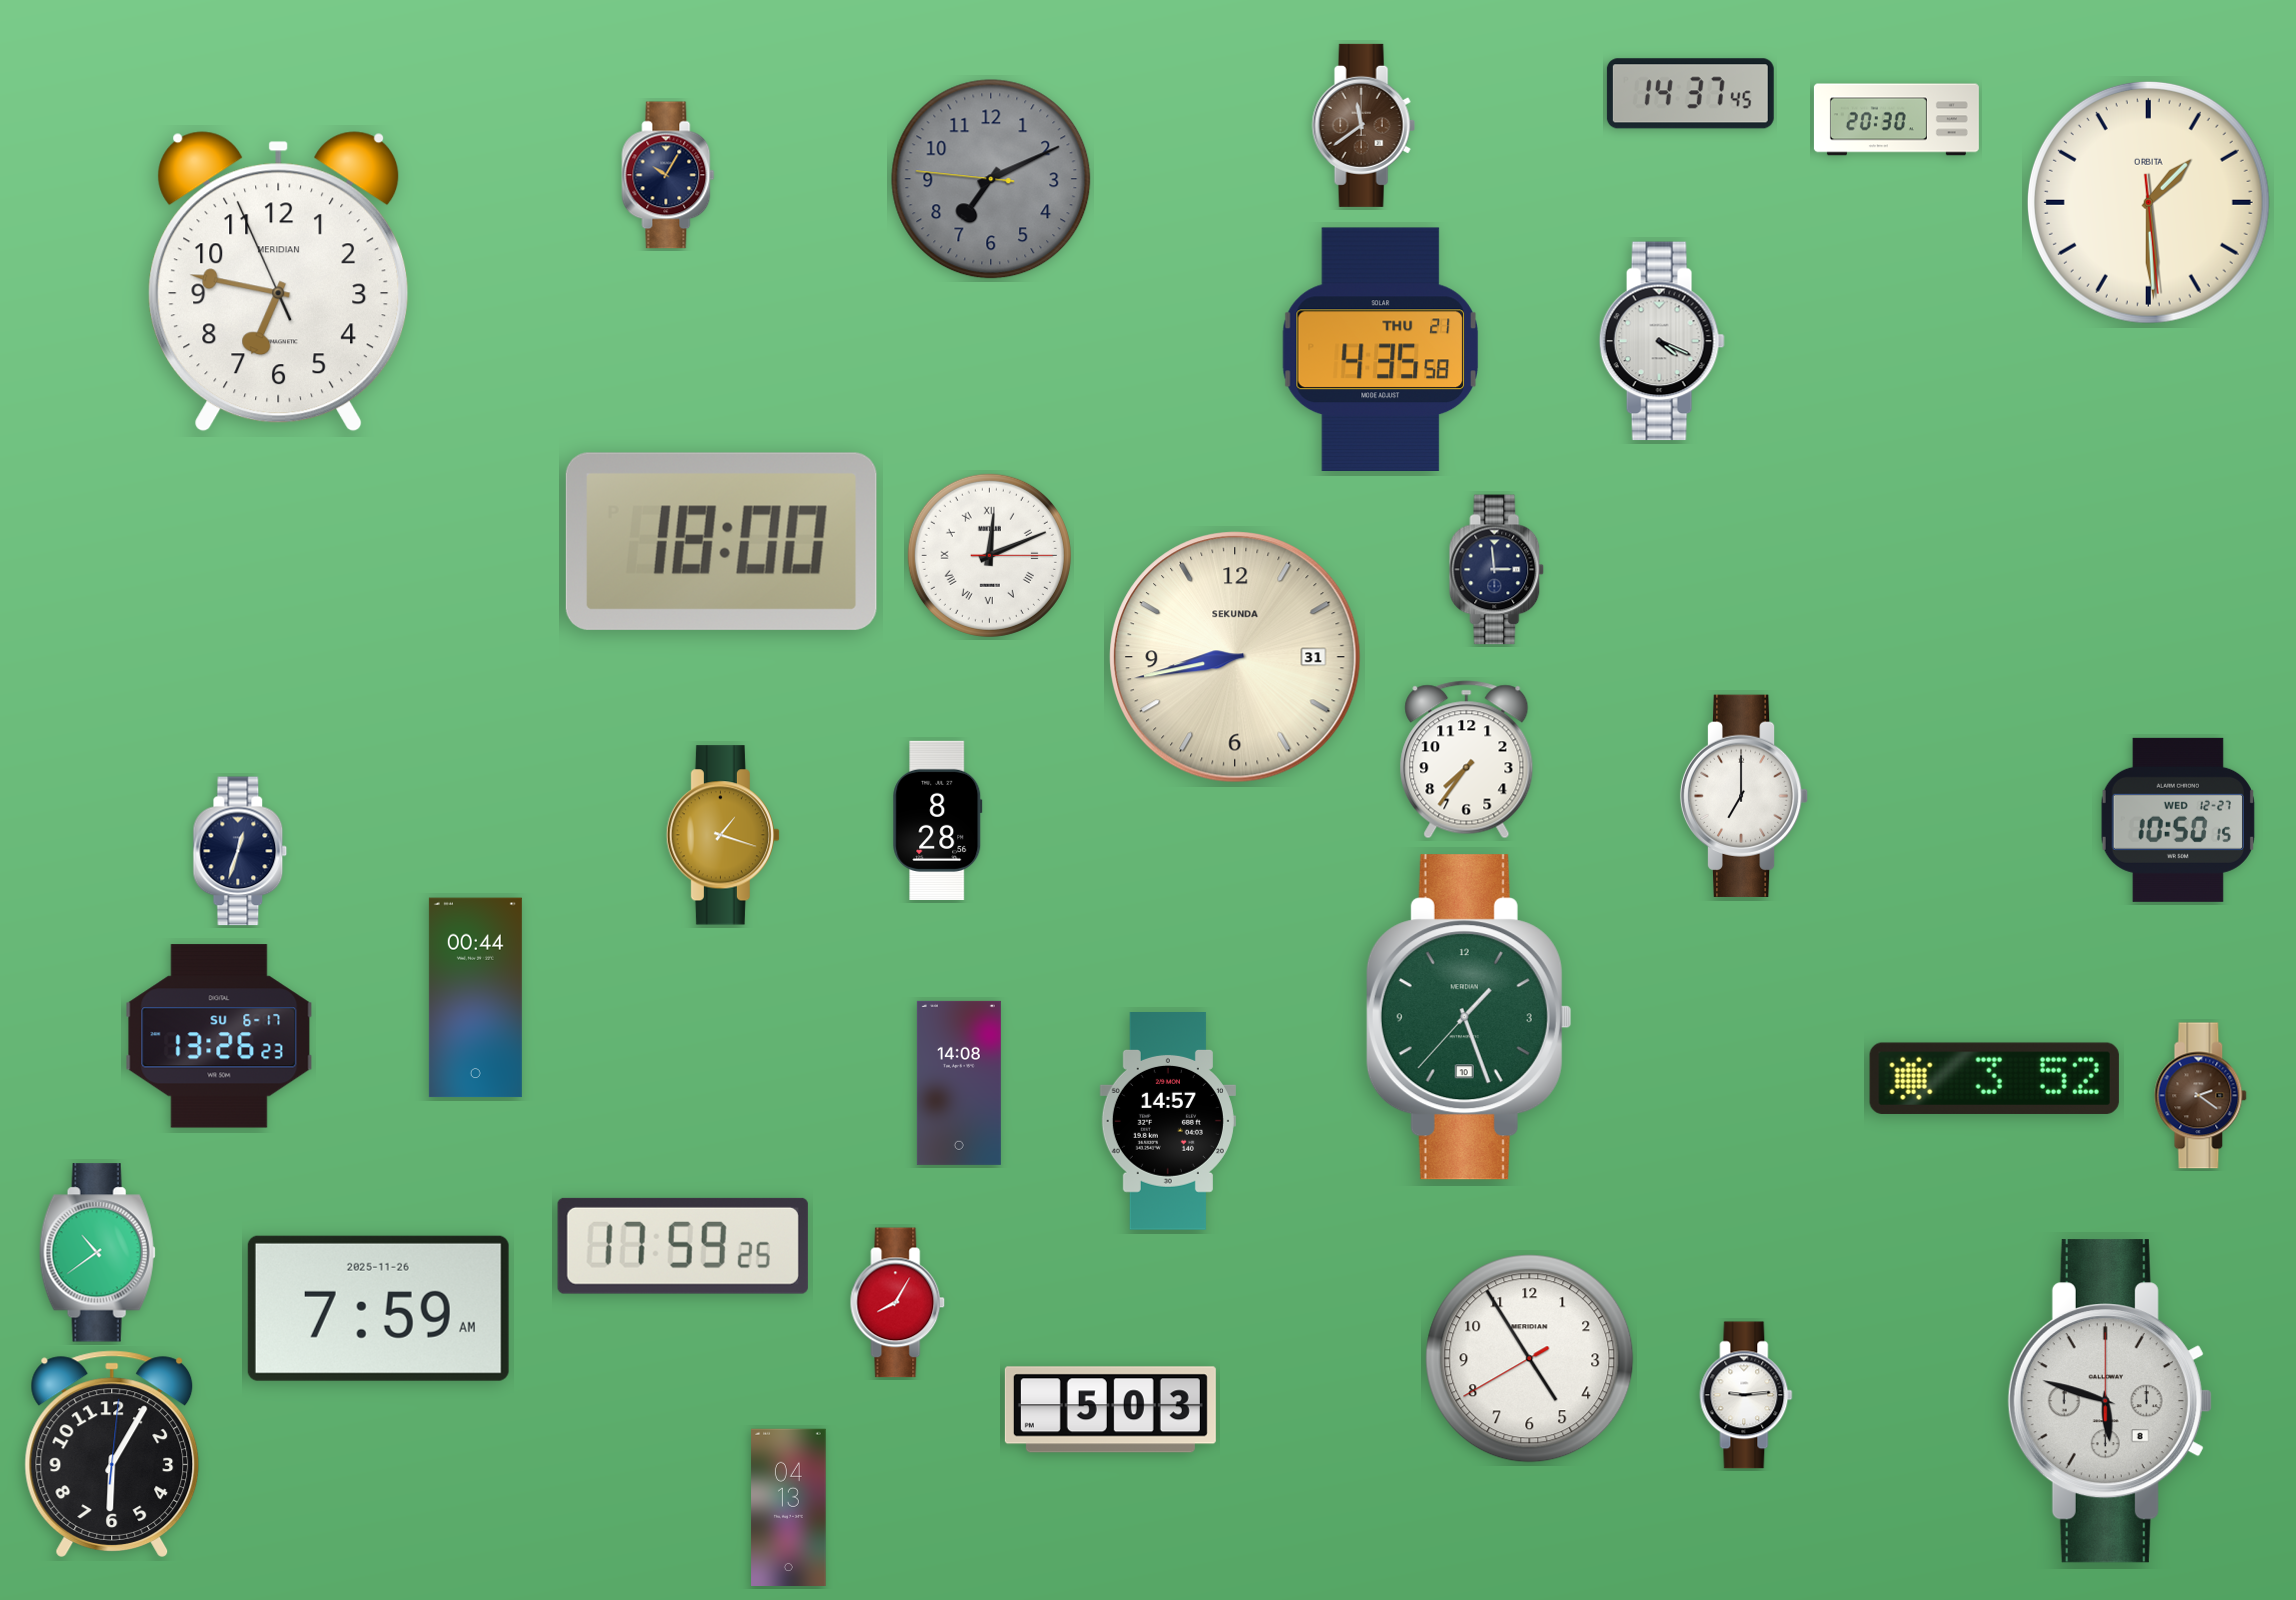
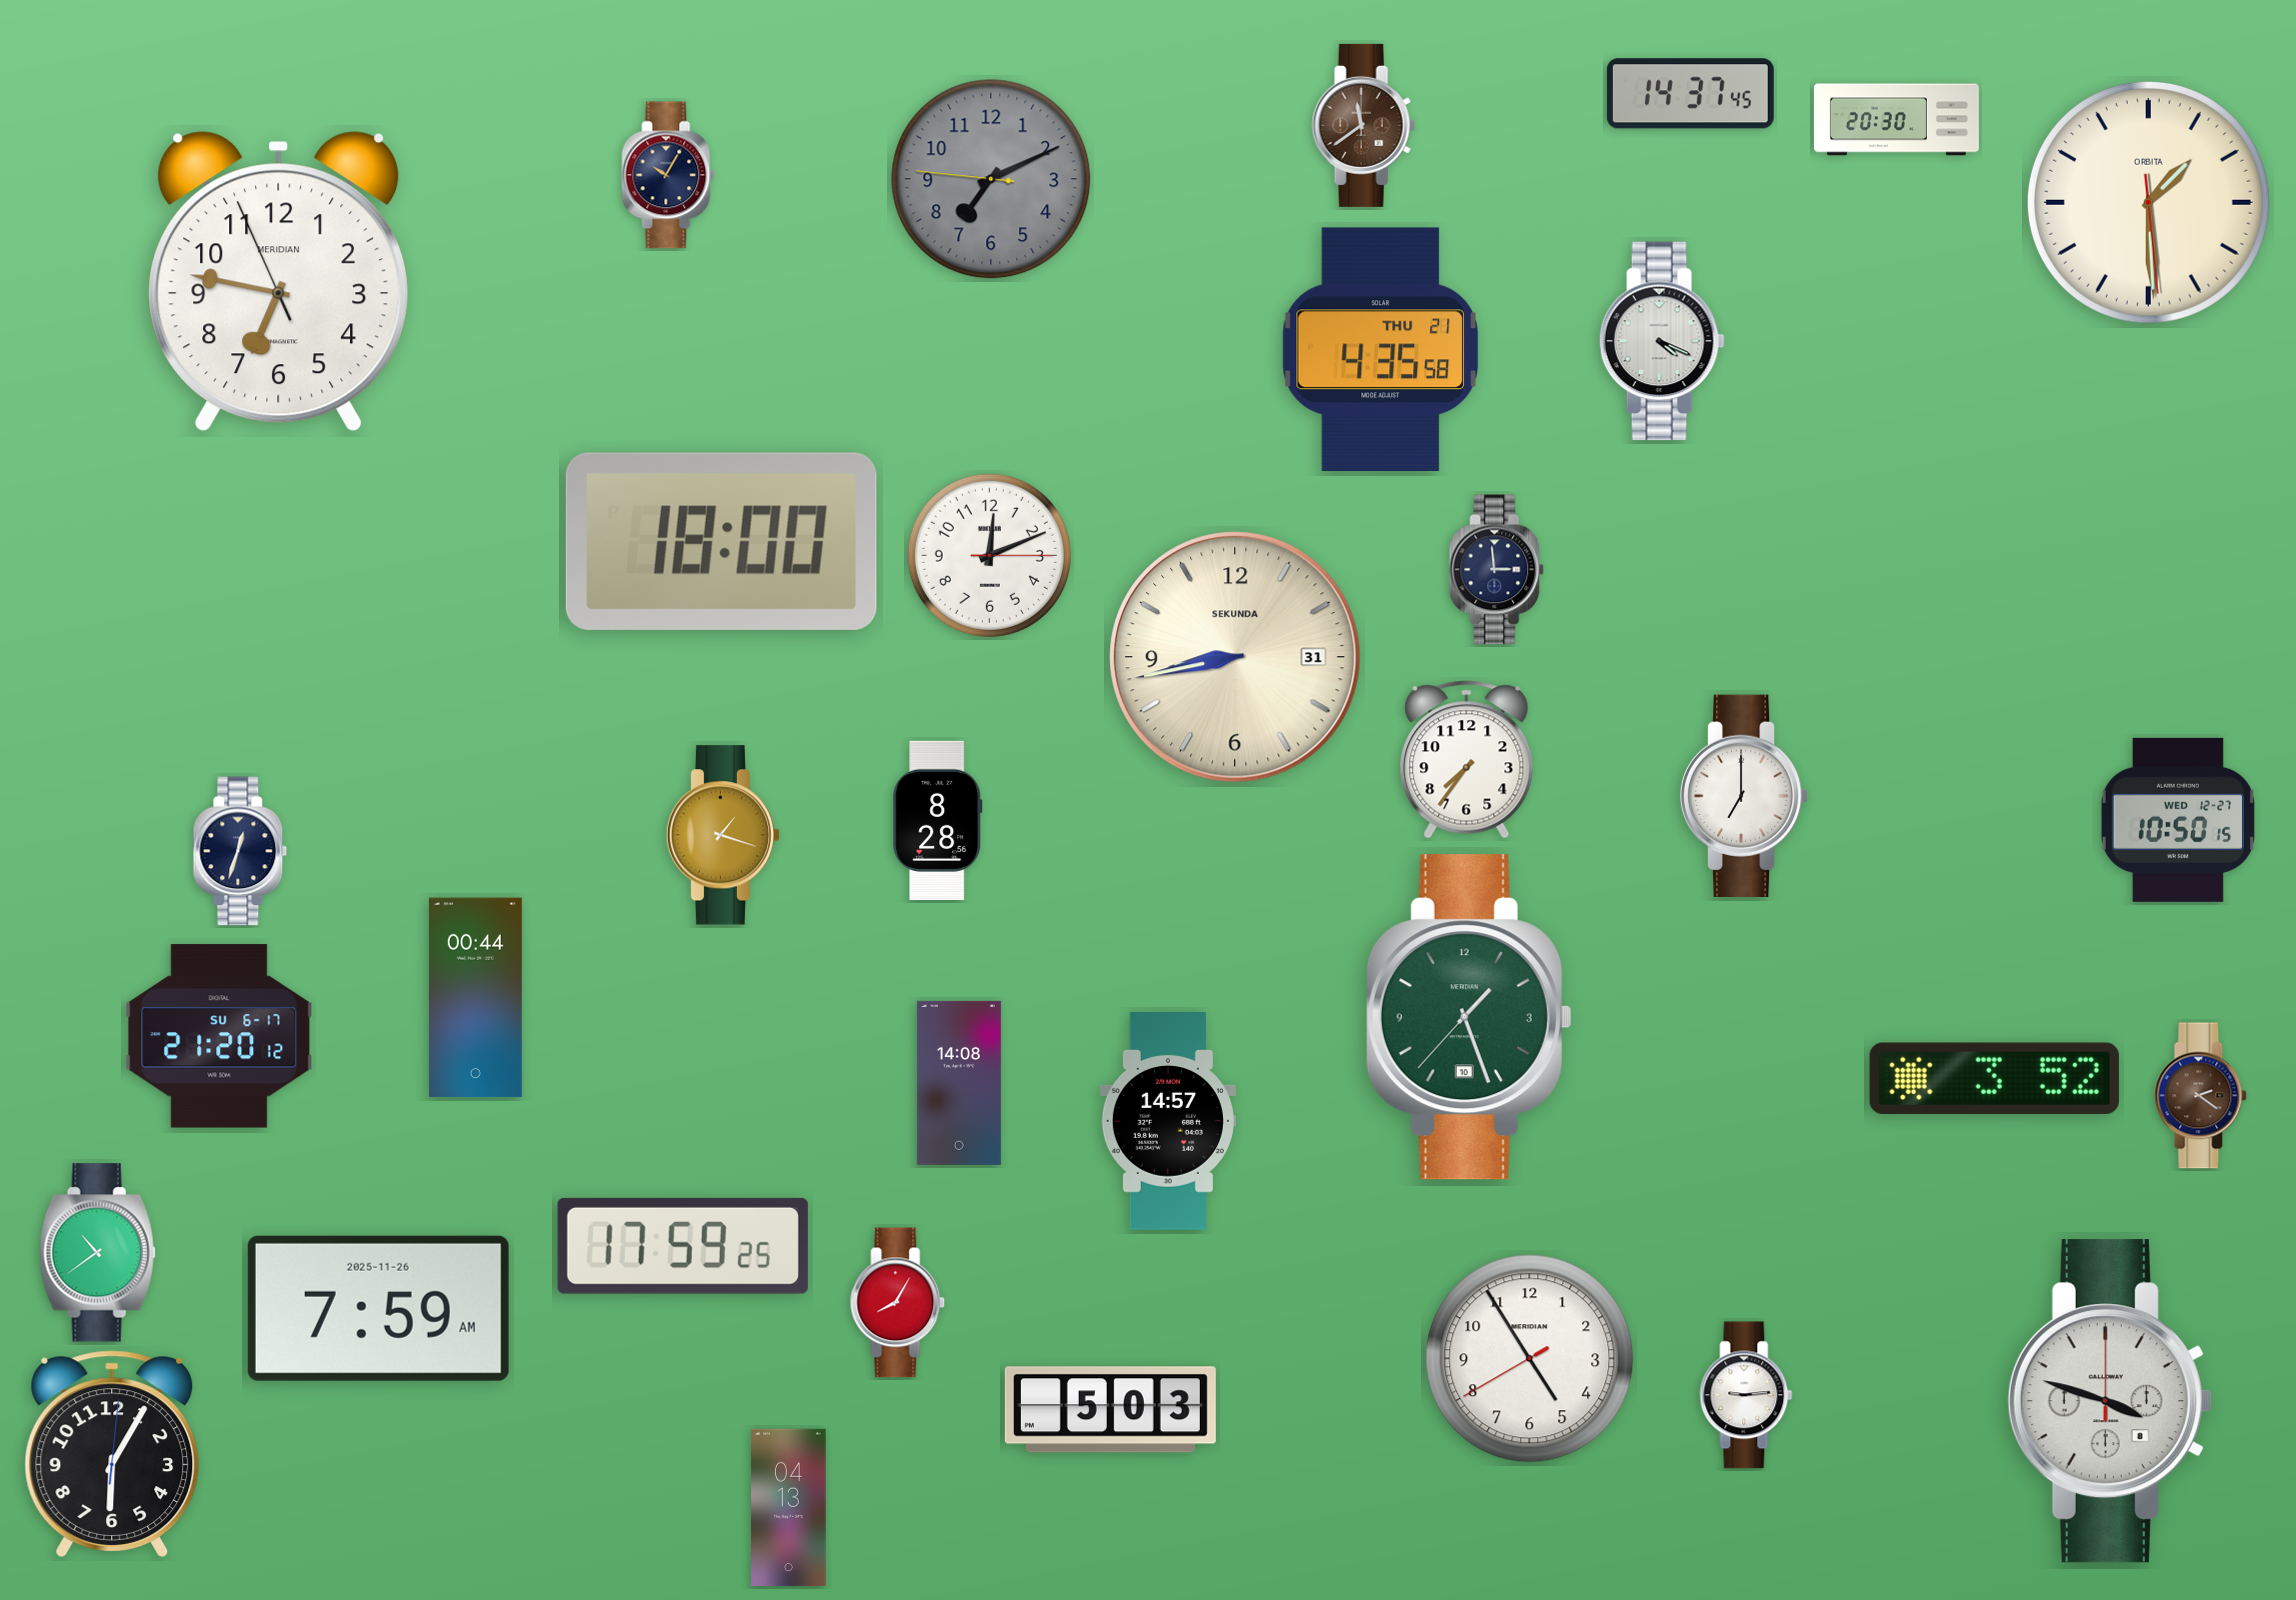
clock at (989, 555) numerals: Roman -> Arabic
clock at (219, 1036): 13:26 -> 21:20
clock at (2110, 1401): 5:48 -> 3:48
